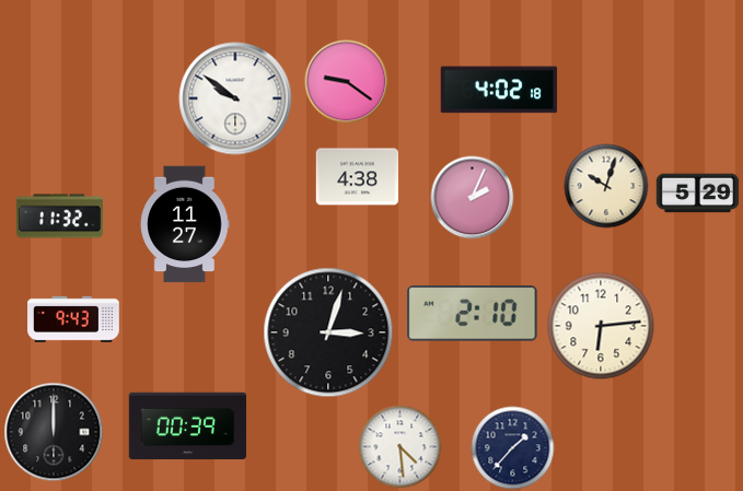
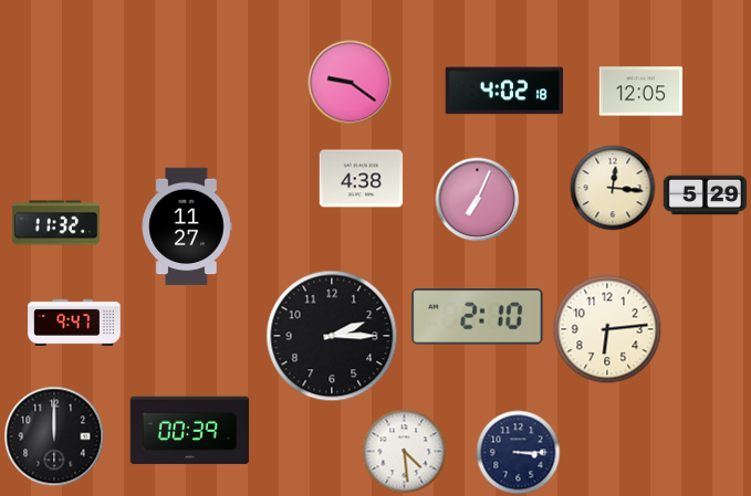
clock at (642, 92): none -> 12:05
clock at (235, 98): 9:51 -> none
clock at (606, 186): 10:03 -> 12:16
clock at (473, 198): 2:04 -> 7:04
clock at (59, 217) position: (59, 217) -> (55, 223)
clock at (73, 319): 9:43 -> 9:47
clock at (328, 332): 3:03 -> 2:15
clock at (513, 448): 1:37 -> 3:15
